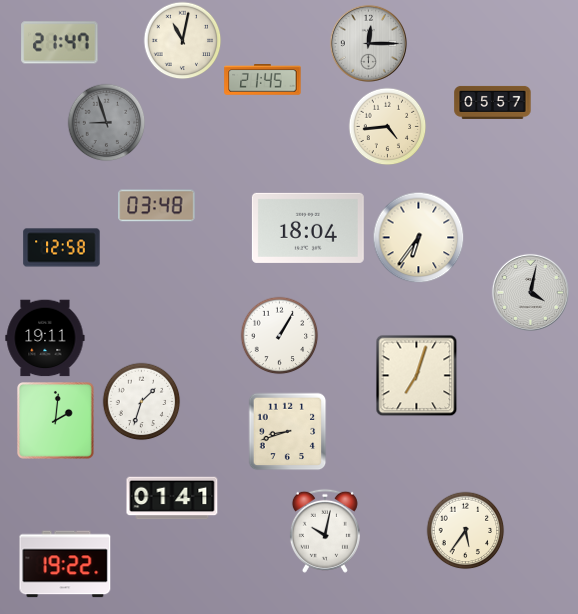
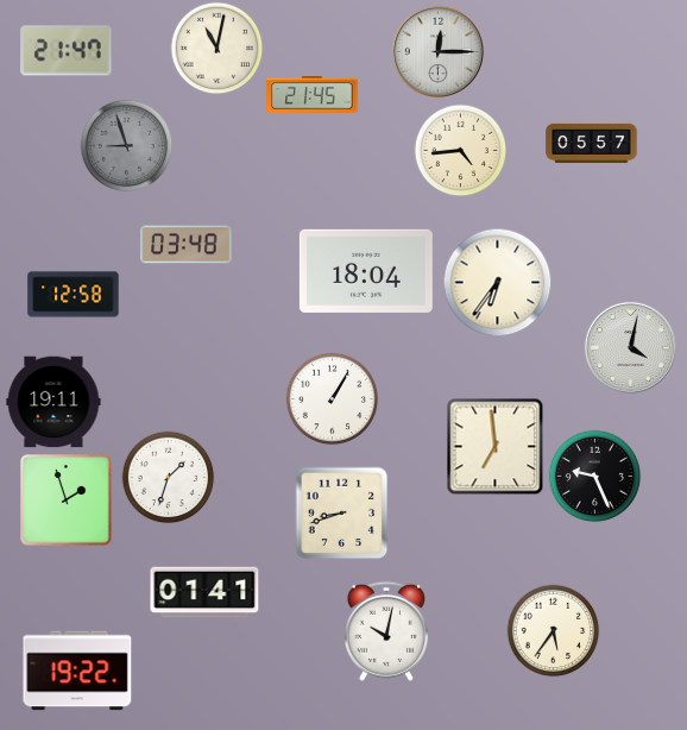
clock at (60, 43) position: (60, 43) -> (67, 51)
clock at (493, 102) position: (493, 102) -> (592, 143)
clock at (416, 375): 7:03 -> 6:59
clock at (594, 476): none -> 9:26
clock at (56, 421): 2:01 -> 1:57
